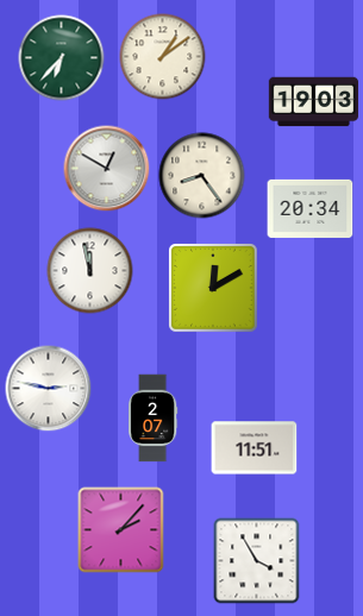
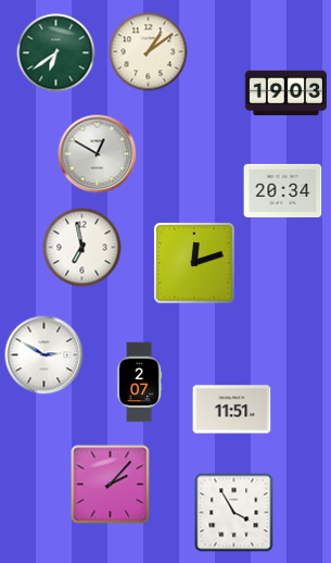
clock at (62, 58): 6:37 -> 6:39
clock at (202, 176): 8:24 -> none
clock at (90, 271): 11:58 -> 6:58
clock at (213, 288): 12:10 -> 12:12
clock at (49, 389): 2:47 -> 2:50
